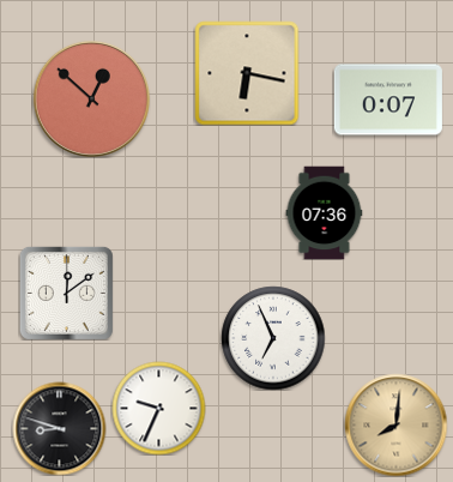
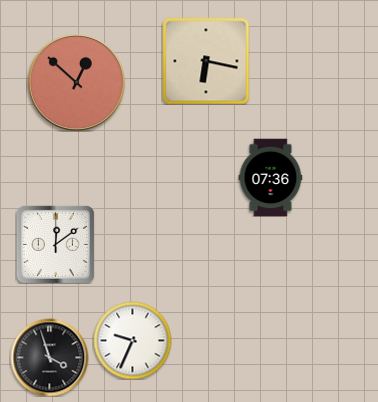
clock at (388, 100): 0:07 -> none
clock at (273, 338): 6:56 -> none
clock at (395, 424): 8:01 -> none
clock at (59, 428): 8:48 -> 3:57
